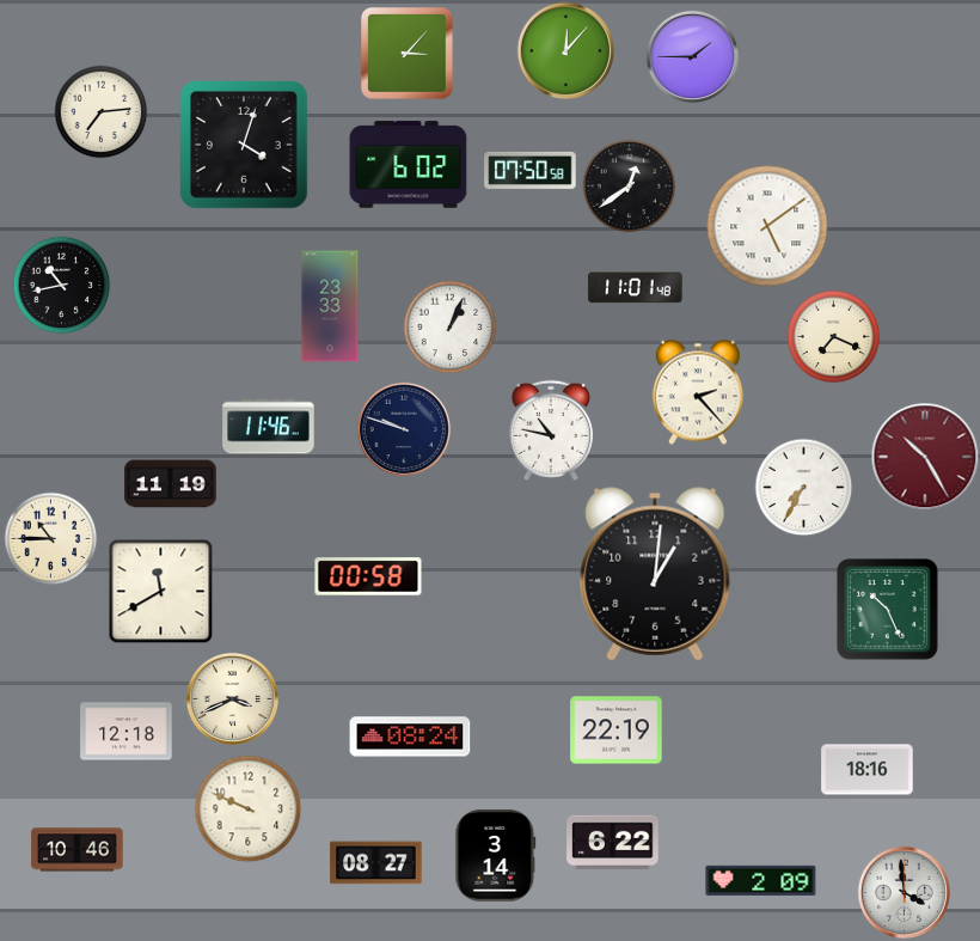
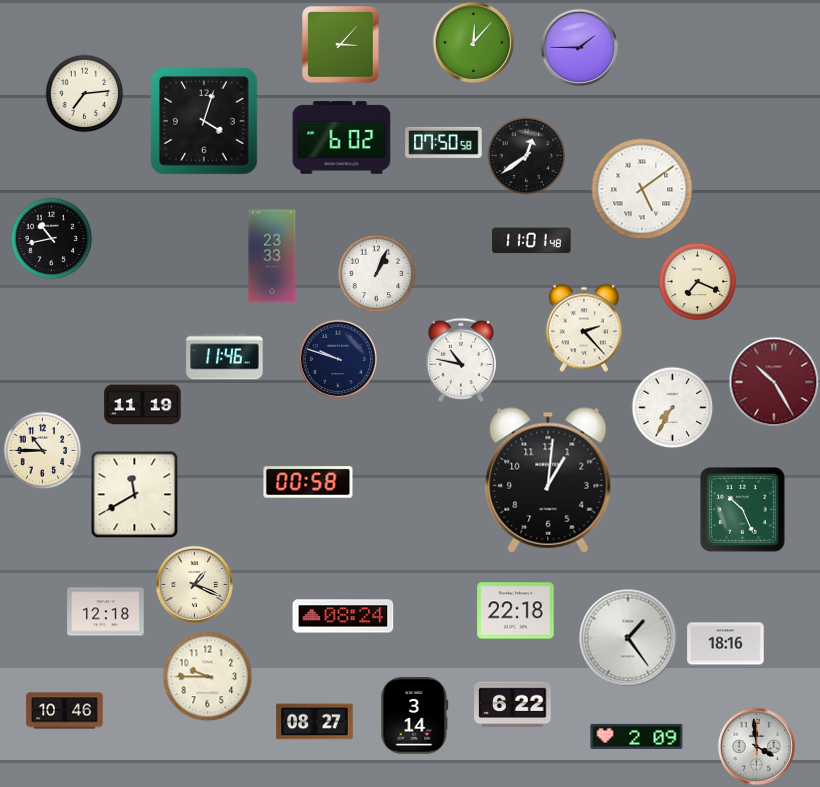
clock at (330, 306) position: (330, 306) -> (272, 256)
clock at (232, 698): 3:41 -> 1:19
clock at (617, 731): 22:19 -> 22:18
clock at (628, 638): none -> 1:24
clock at (247, 808): 9:49 -> 9:45
